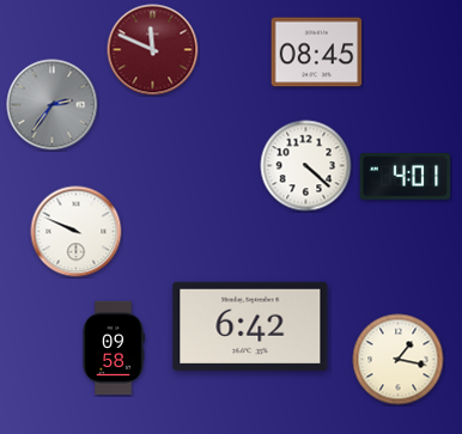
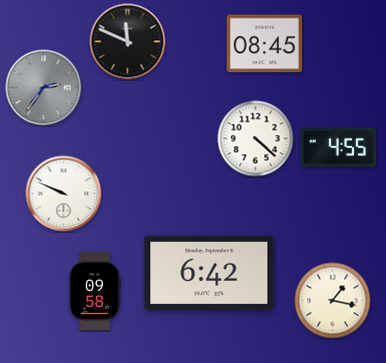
clock at (153, 50) dial: burgundy -> black
clock at (406, 177): 4:01 -> 4:55
